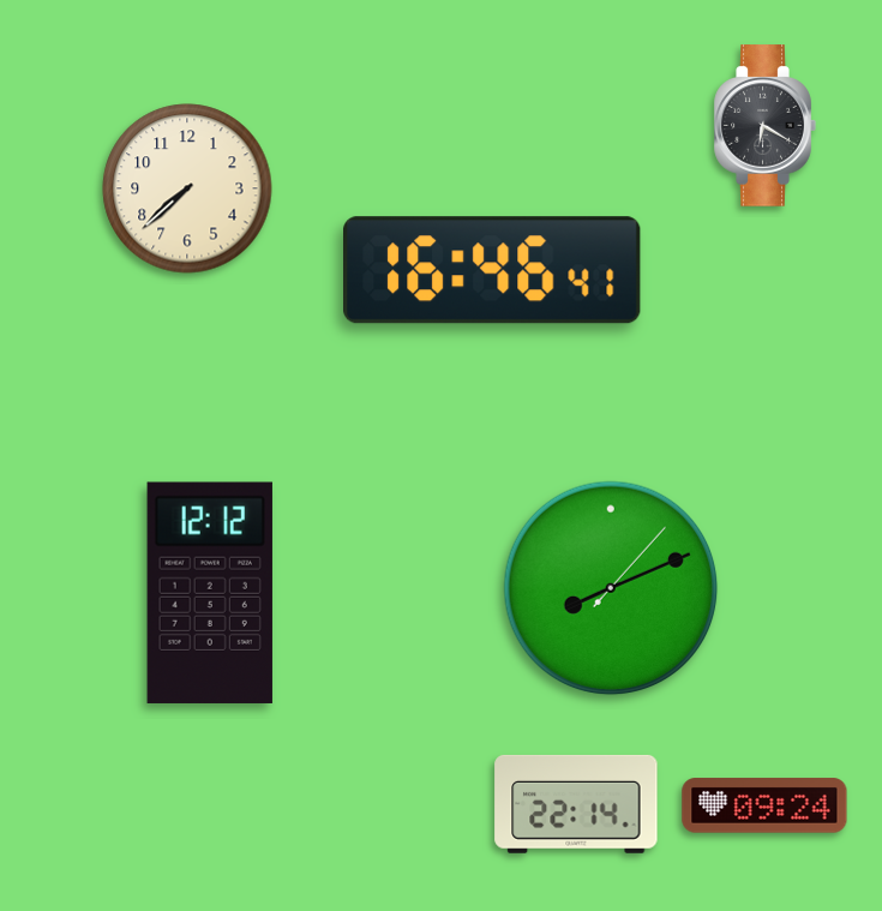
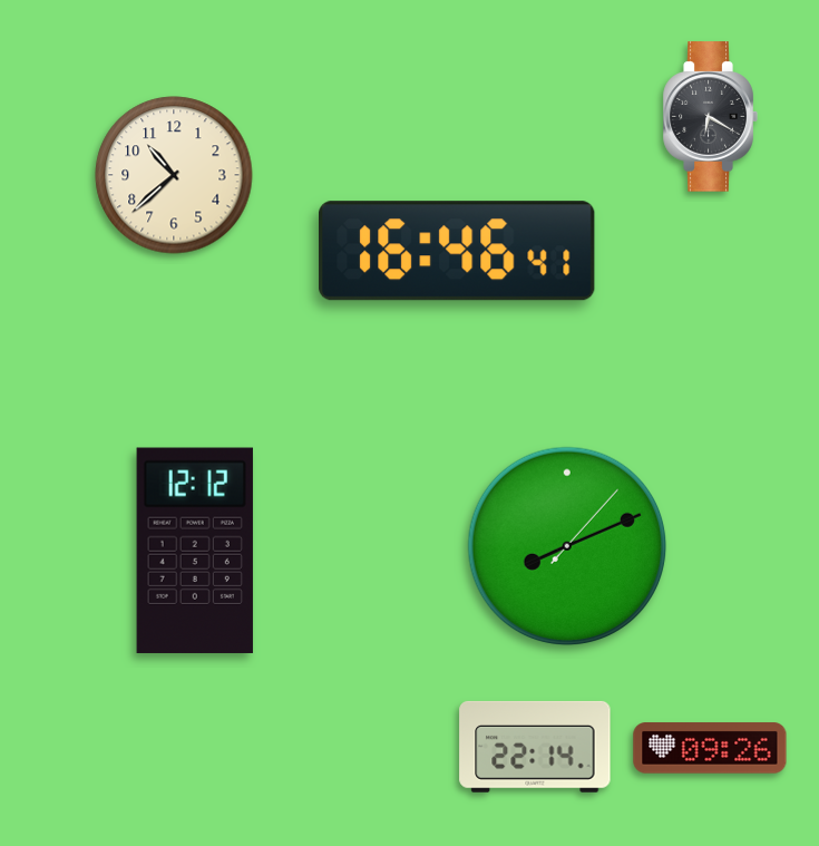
clock at (187, 188): 7:38 -> 10:38
clock at (764, 805): 09:24 -> 09:26
